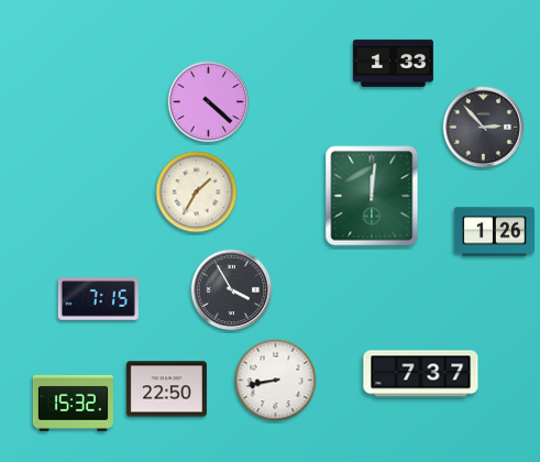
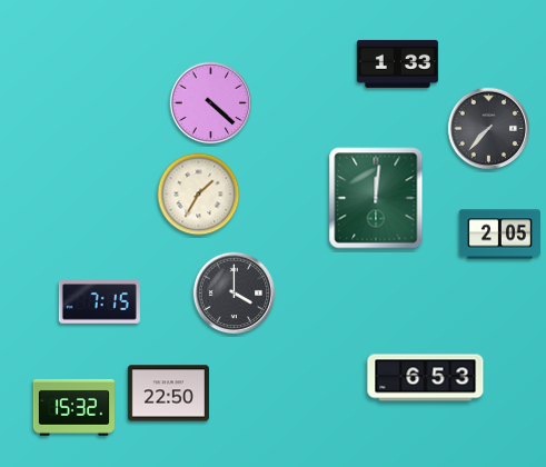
clock at (484, 128): 2:53 -> 7:37
clock at (494, 232): 1:26 -> 2:05
clock at (232, 290): 3:55 -> 4:00
clock at (421, 374): 7:37 -> 6:53
clock at (276, 381): 8:43 -> none
